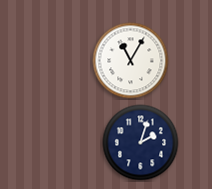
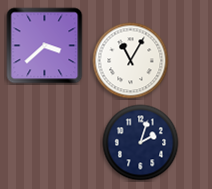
clock at (45, 46): none -> 3:38
